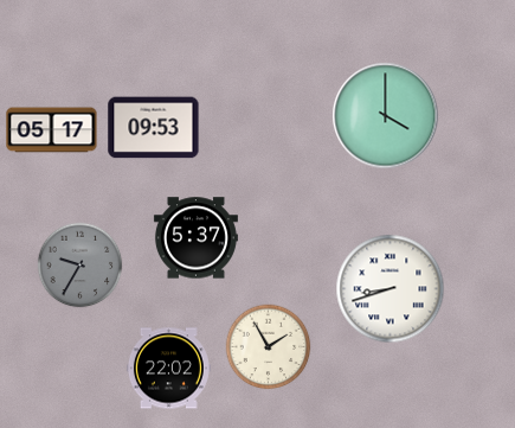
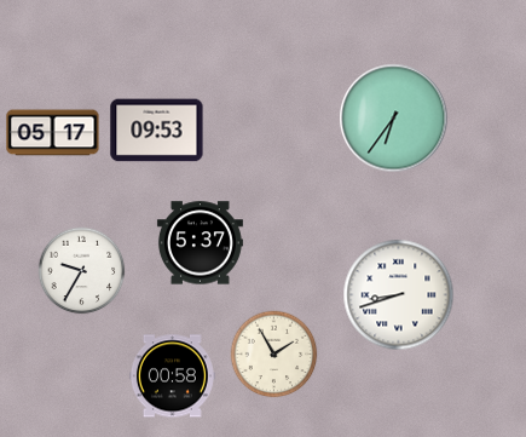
clock at (386, 116): 4:00 -> 6:36
clock at (81, 266) dial: grey -> white
clock at (168, 369): 22:02 -> 00:58
